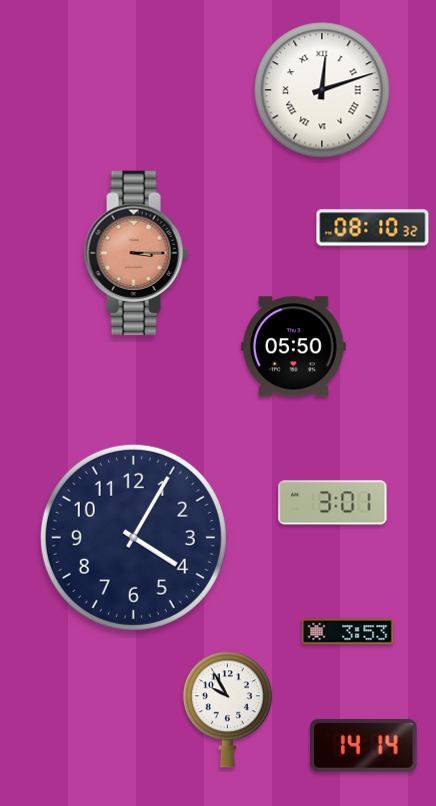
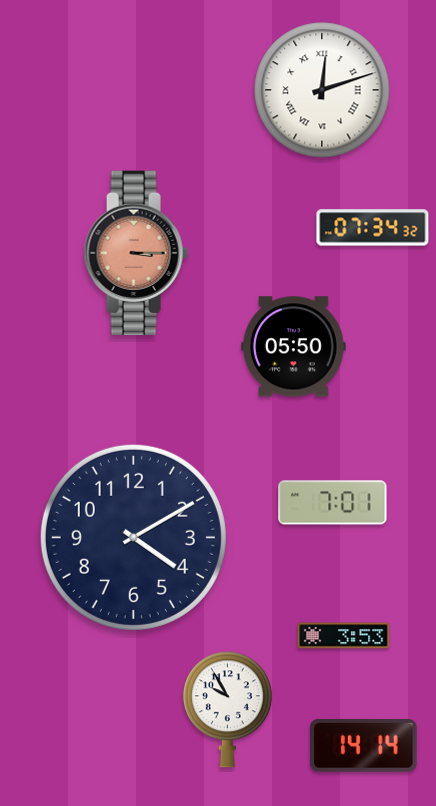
clock at (373, 228): 08:10 -> 07:34
clock at (333, 503): 3:01 -> 7:01
clock at (133, 537): 4:05 -> 4:10
clock at (348, 632) position: (348, 632) -> (344, 636)
